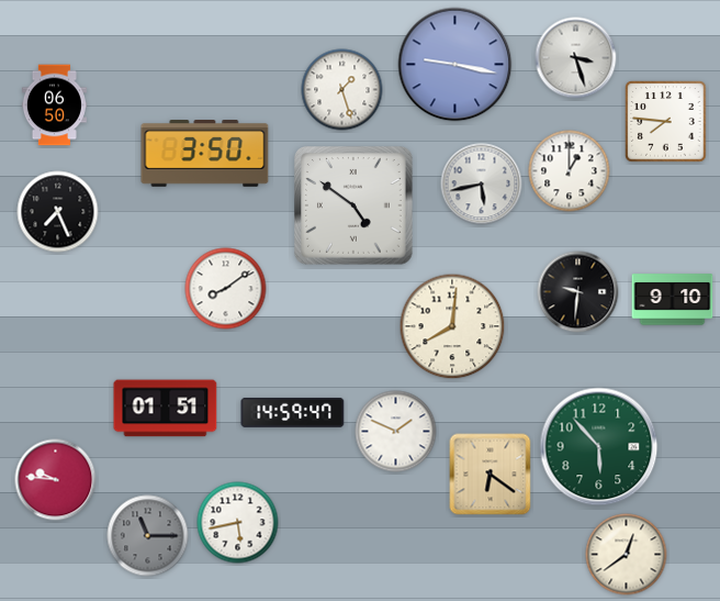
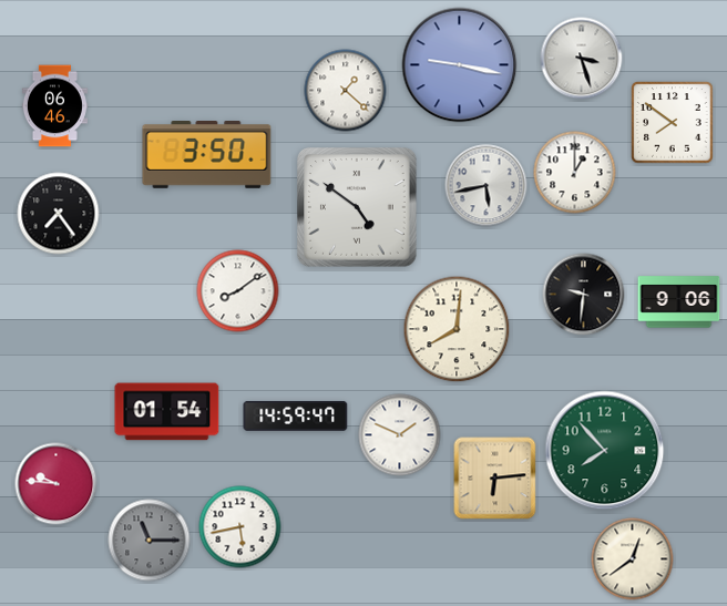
clock at (342, 90): 1:27 -> 1:22
clock at (54, 105): 06:50 -> 06:46
clock at (666, 122): 7:46 -> 7:51
clock at (58, 212): 7:26 -> 7:24
clock at (226, 289) position: (226, 289) -> (238, 291)
clock at (673, 300): 9:10 -> 9:06
clock at (166, 409): 01:51 -> 01:54
clock at (599, 447): 5:53 -> 7:53
clock at (491, 475): 6:21 -> 6:14
